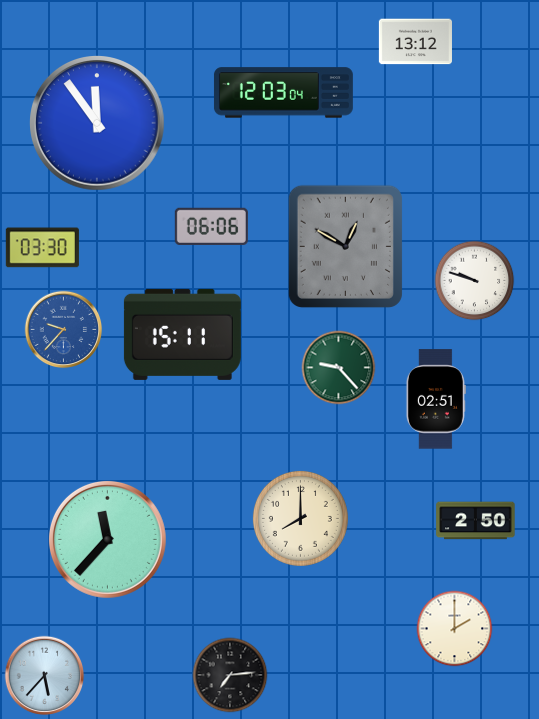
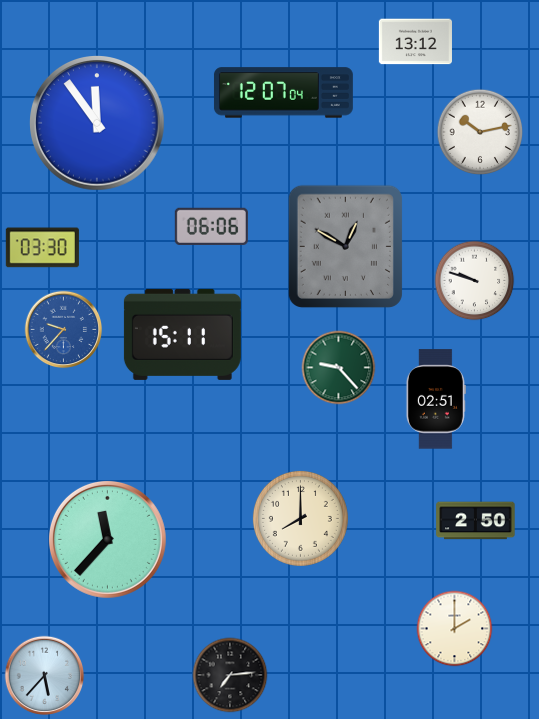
clock at (283, 93): 12:03 -> 12:07
clock at (480, 132): none -> 10:13
